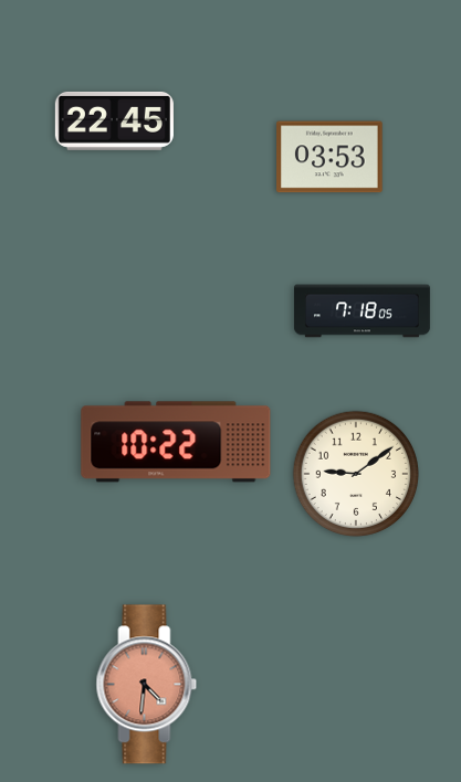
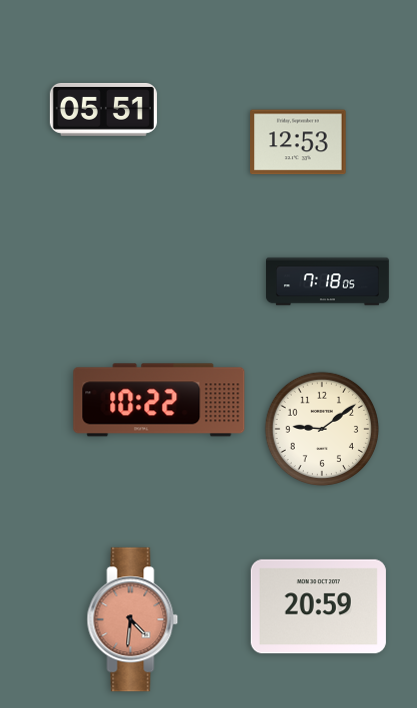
clock at (114, 120): 22:45 -> 05:51
clock at (329, 157): 03:53 -> 12:53
clock at (318, 607): none -> 20:59
